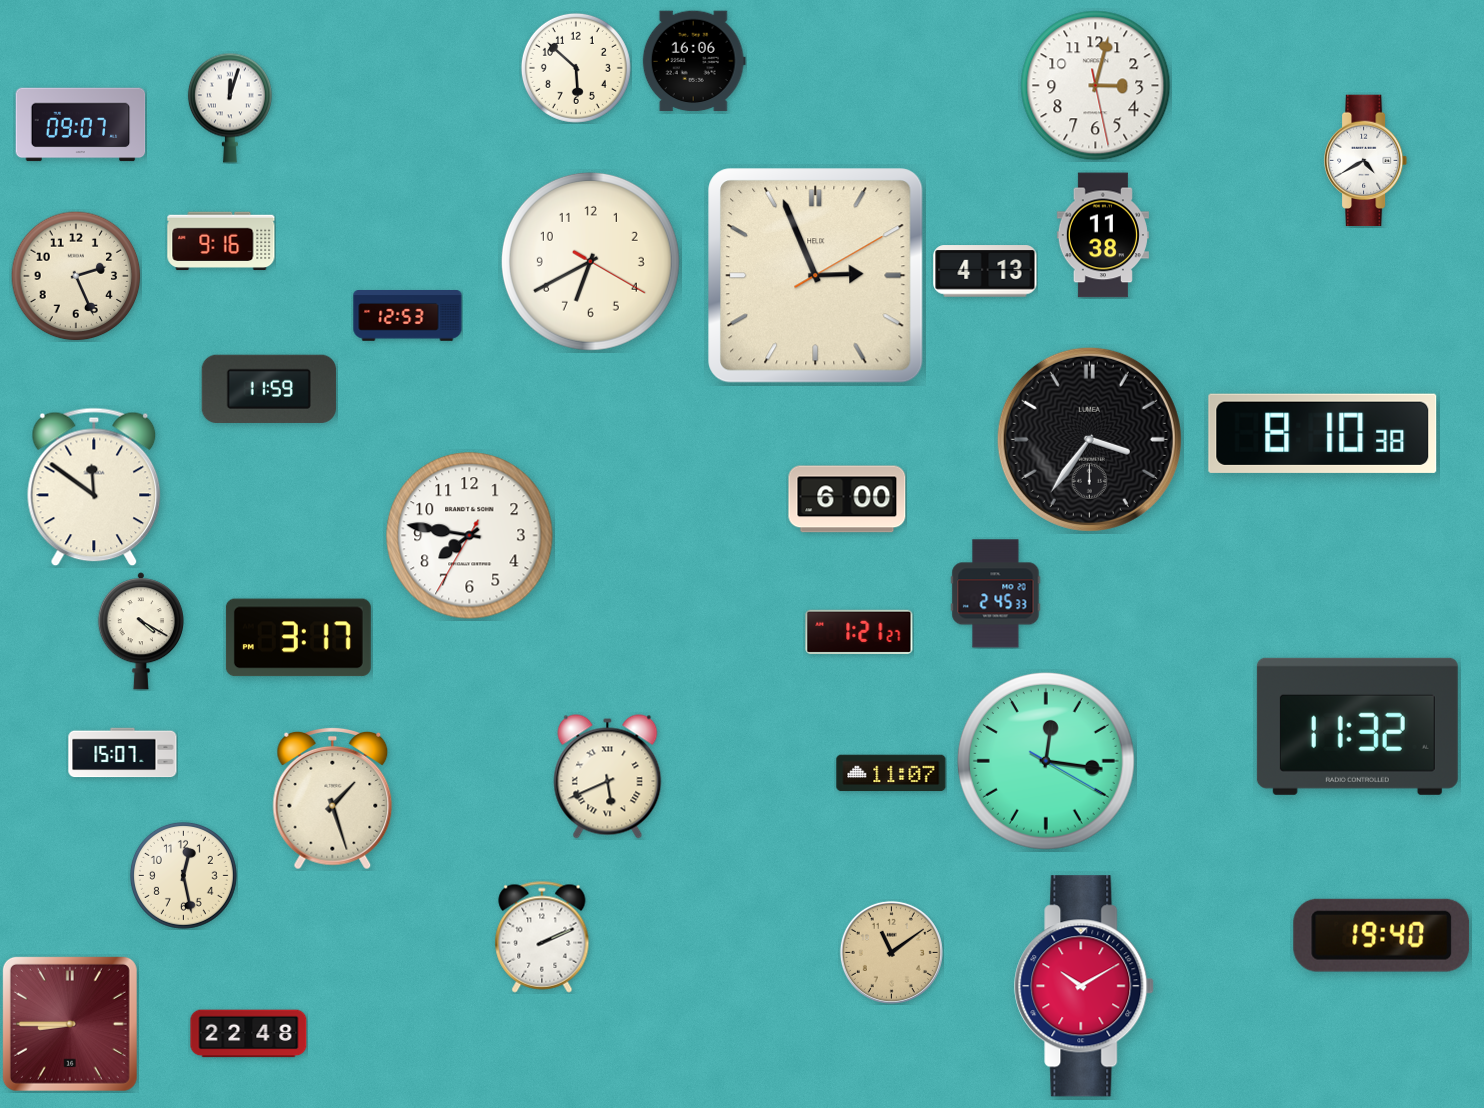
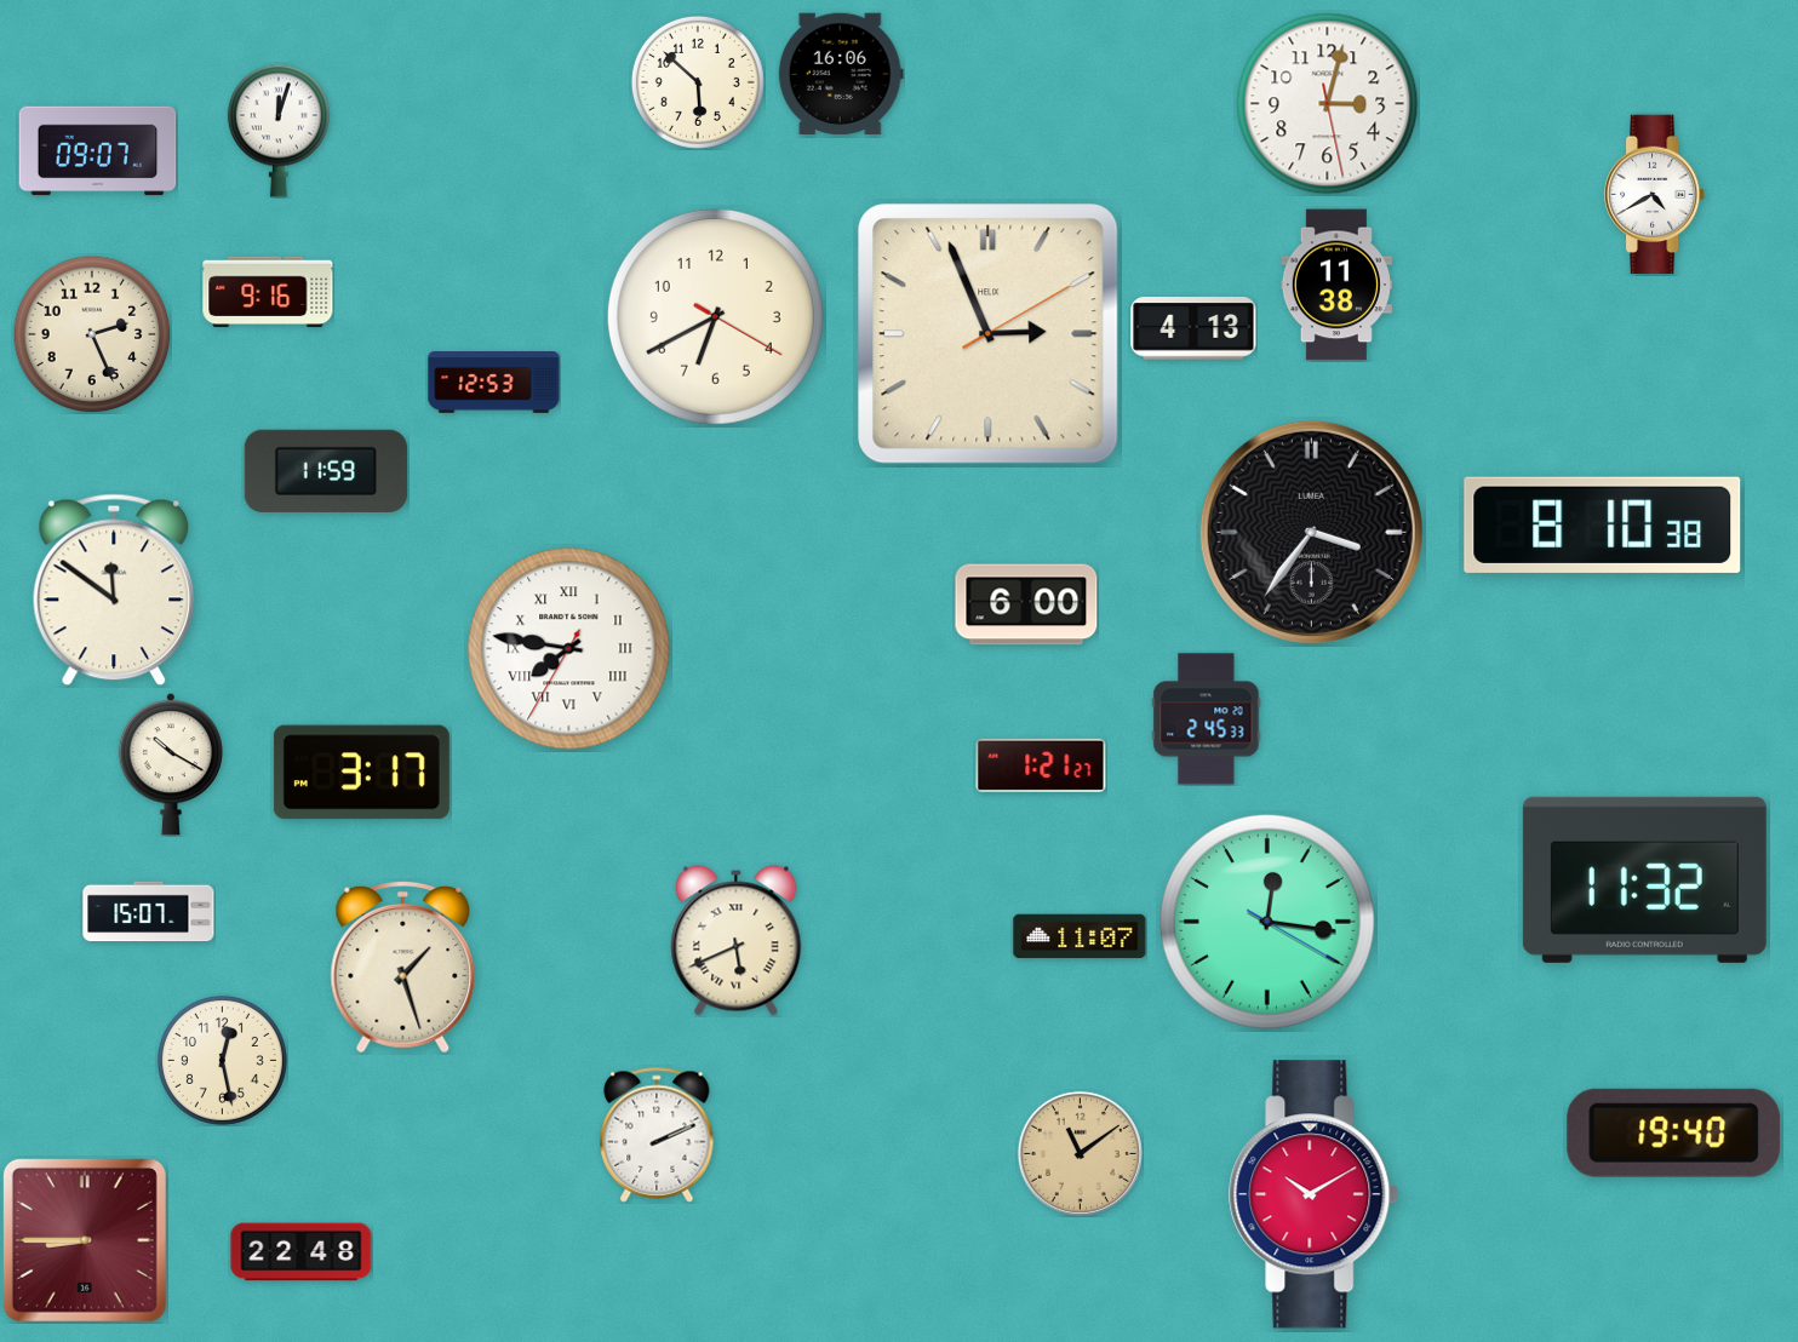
clock at (1089, 439) position: (1089, 439) -> (1311, 532)
clock at (470, 536) numerals: Arabic -> Roman
clock at (141, 631): 4:20 -> 10:20
